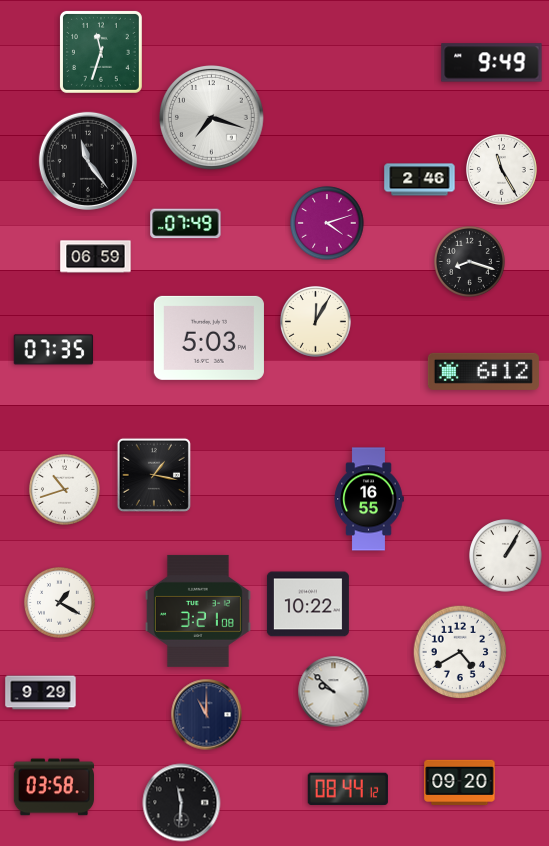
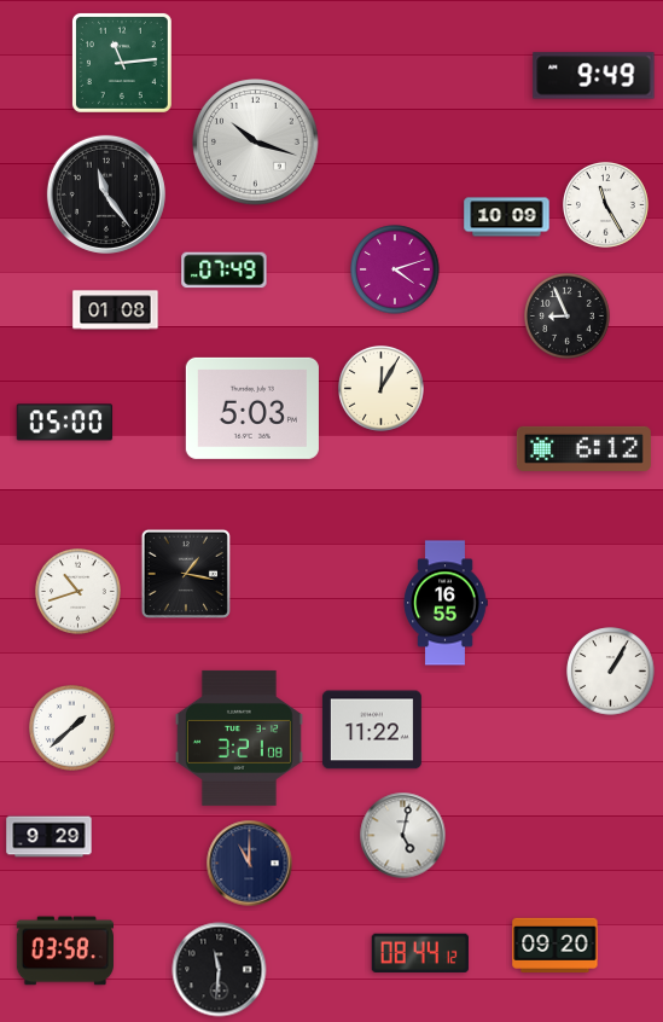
clock at (101, 52): 11:33 -> 11:14
clock at (212, 118): 7:18 -> 10:18
clock at (420, 180): 2:46 -> 10:09
clock at (96, 257): 06:59 -> 01:08
clock at (470, 262): 8:18 -> 8:56
clock at (54, 350): 07:35 -> 05:00
clock at (60, 603): 1:20 -> 1:38
clock at (308, 604): 10:22 -> 11:22
clock at (460, 652): 4:40 -> none
clock at (334, 692): 9:52 -> 5:02
